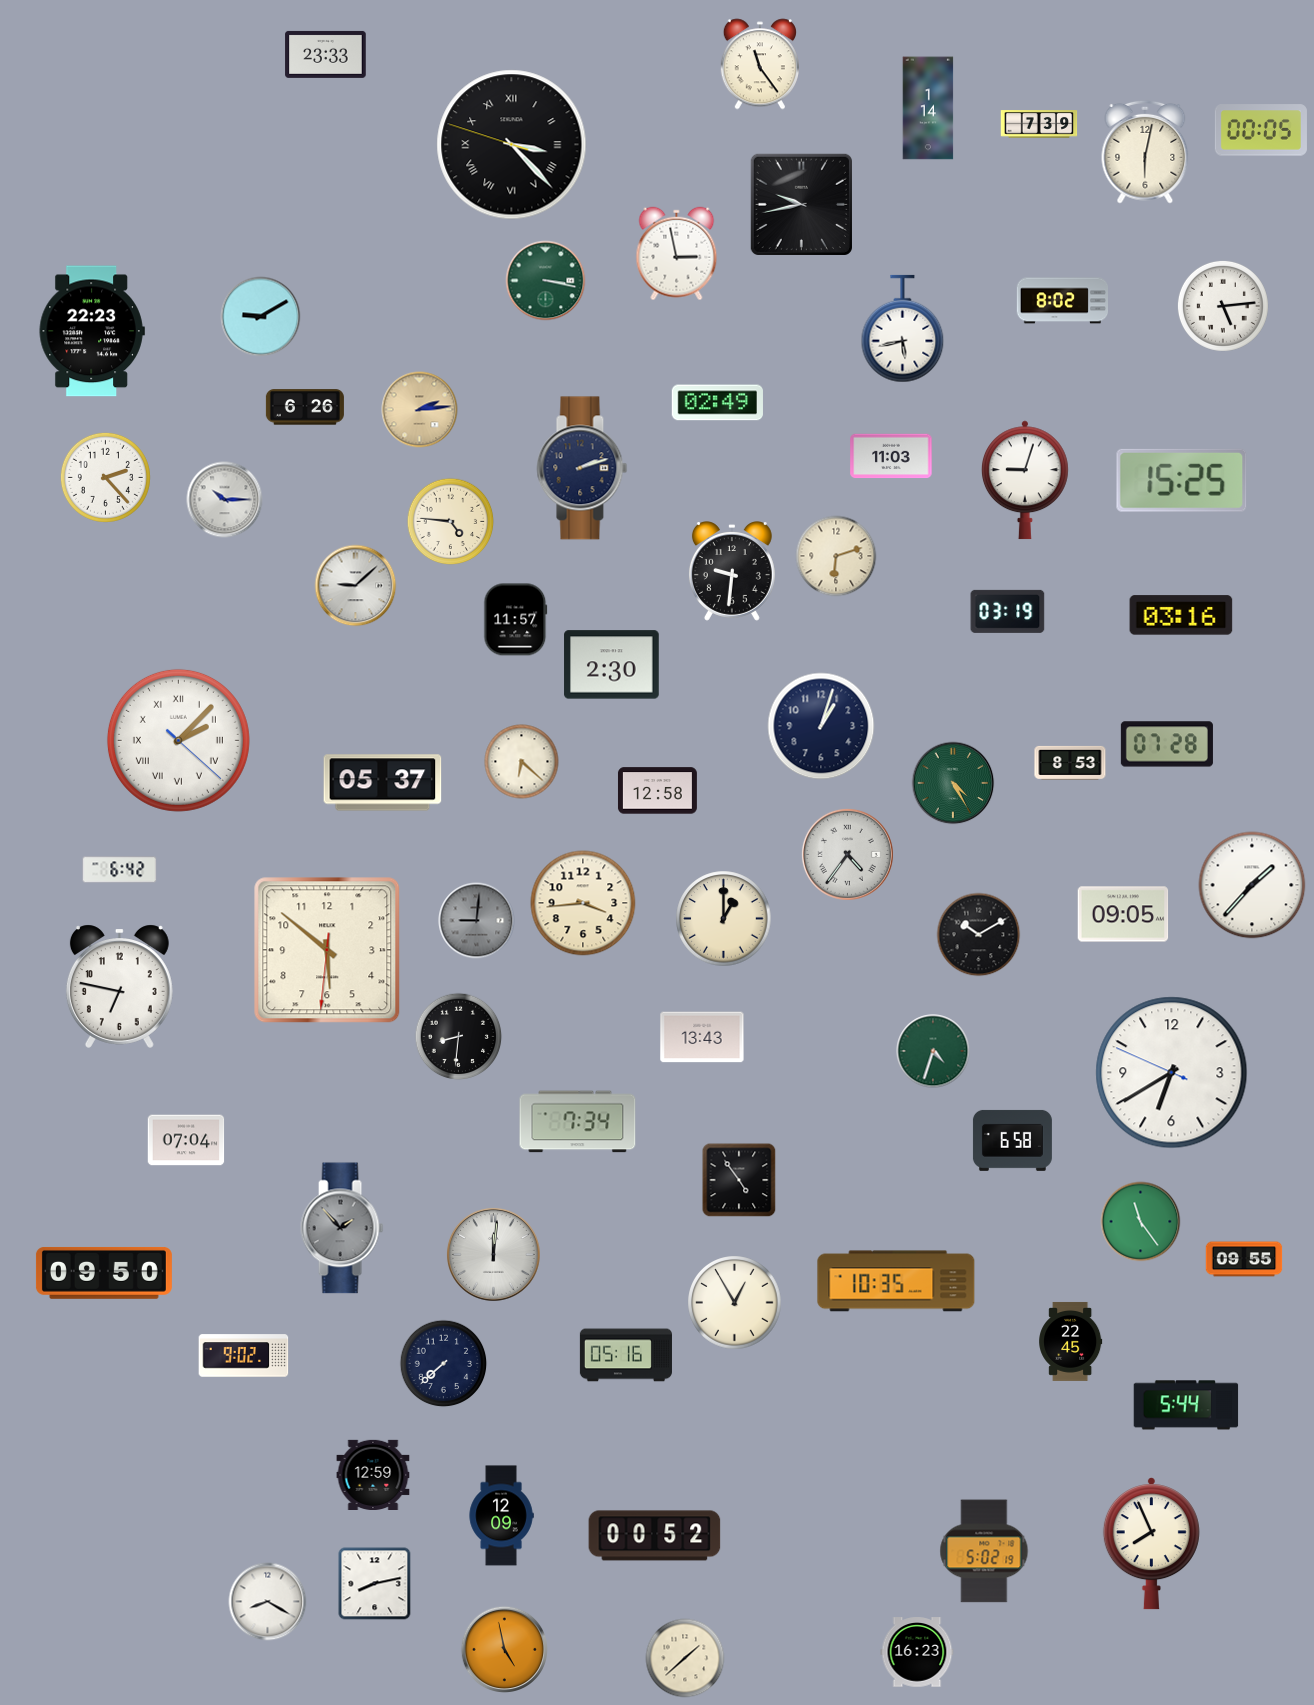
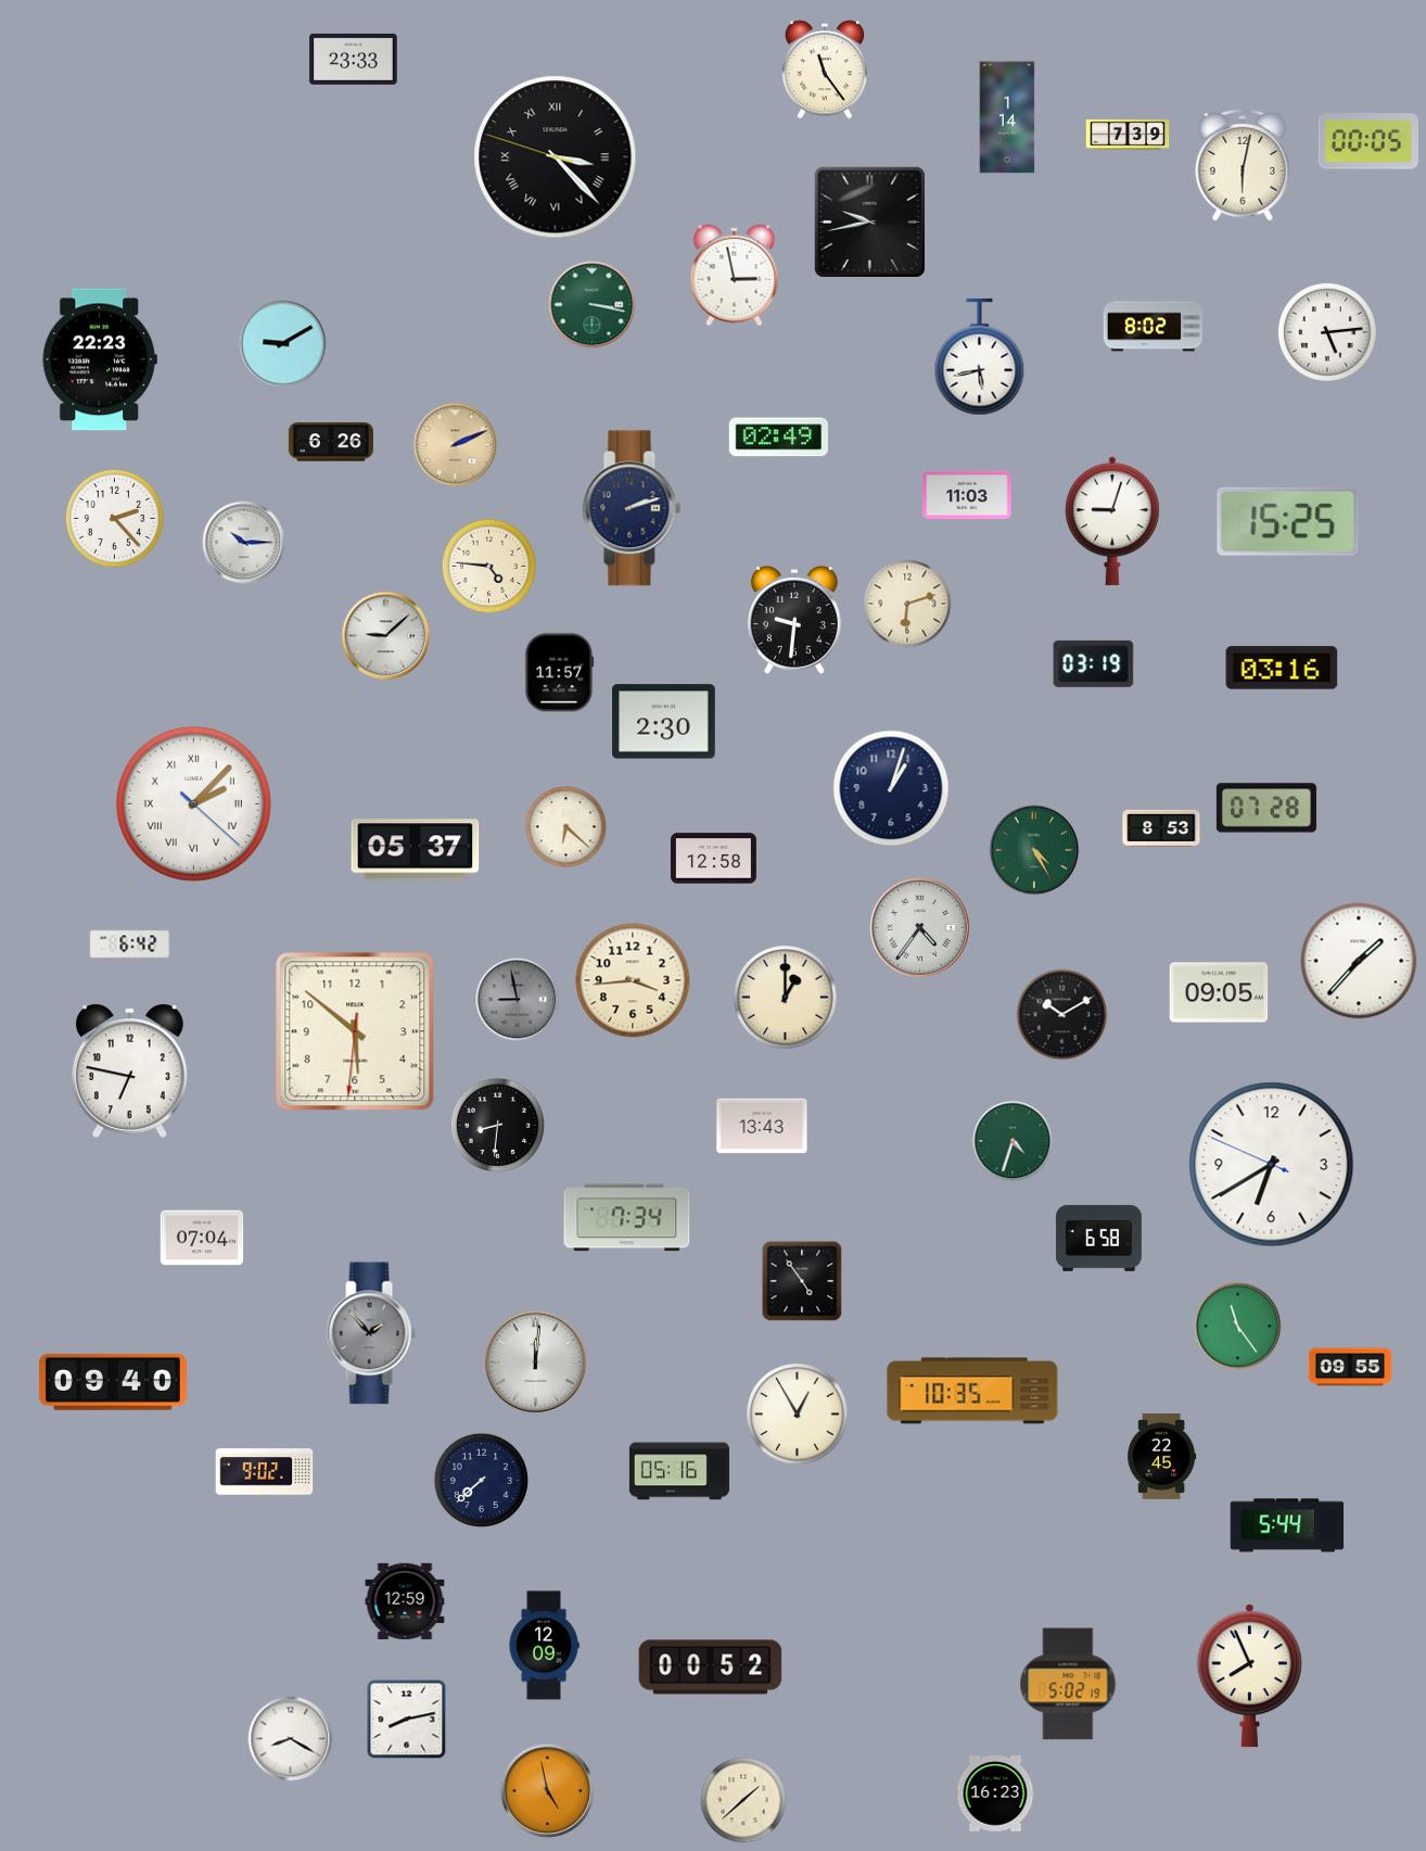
clock at (420, 410): 2:14 -> 2:11
clock at (1182, 480) position: (1182, 480) -> (1288, 521)
clock at (477, 921): 9:01 -> 8:58
clock at (104, 1273): 09:50 -> 09:40
